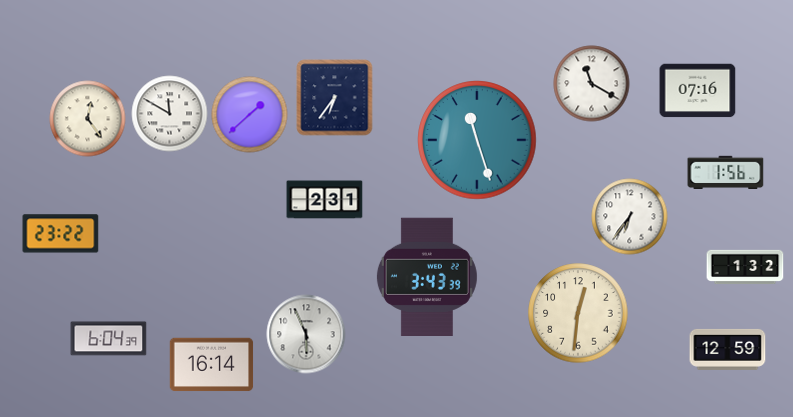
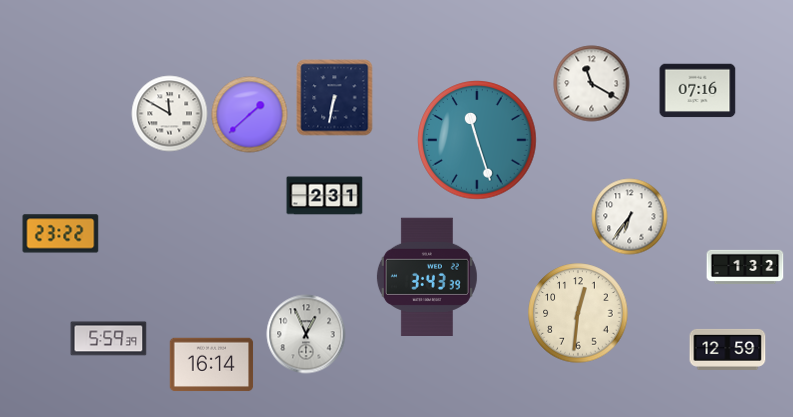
clock at (335, 98): 6:36 -> 6:32
clock at (88, 119): 12:24 -> none
clock at (726, 172): 1:56 -> none
clock at (325, 200) position: (325, 200) -> (325, 196)
clock at (306, 334): 5:56 -> 12:56
clock at (109, 339): 6:04 -> 5:59
